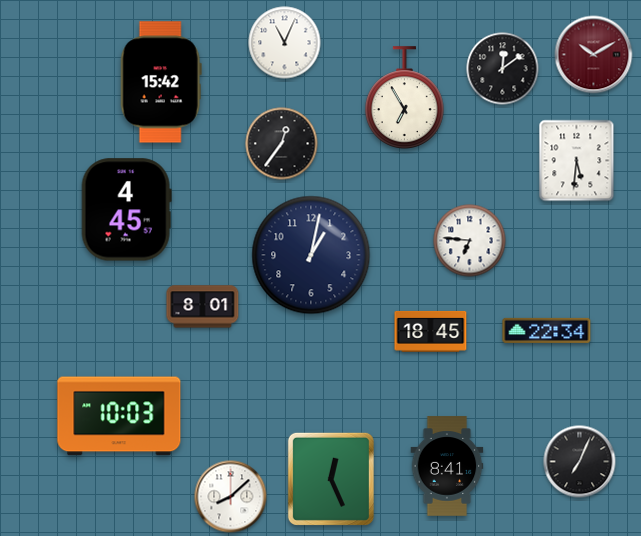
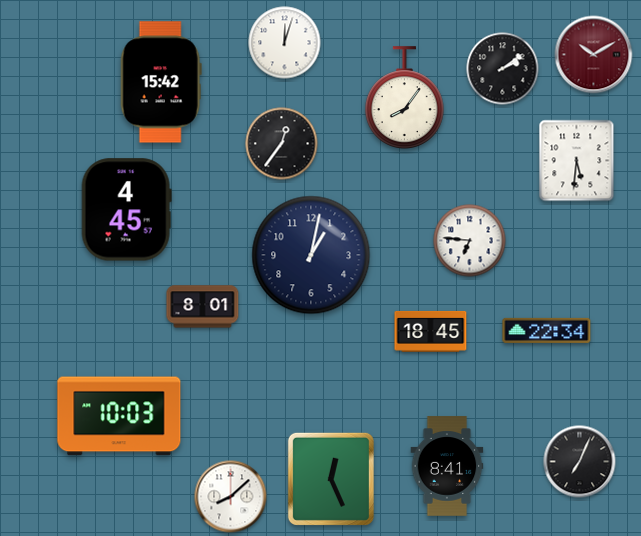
clock at (285, 43): 11:04 -> 12:03
clock at (503, 69): 12:09 -> 2:09
clock at (404, 97): 6:55 -> 8:06
